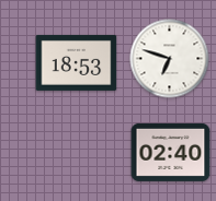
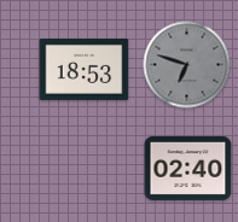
clock at (170, 59) dial: white -> grey
